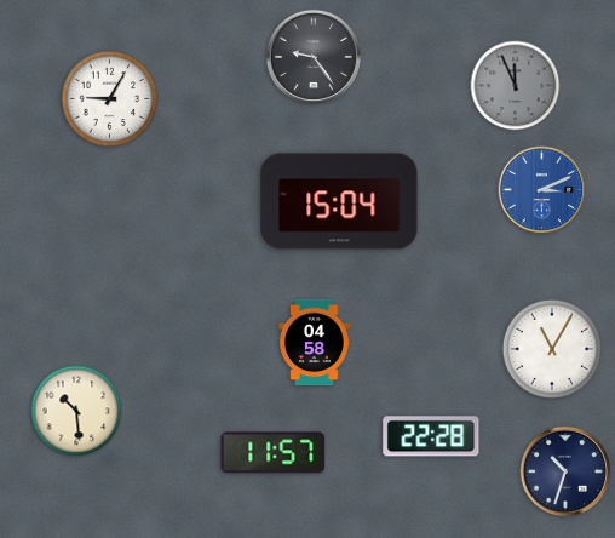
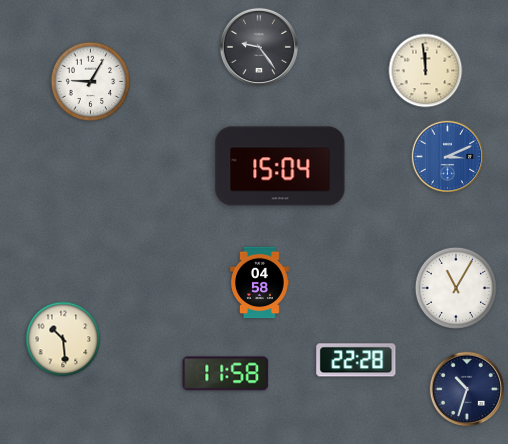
clock at (516, 86): 11:56 -> 11:59
clock at (516, 86) dial: grey -> cream
clock at (274, 453): 11:57 -> 11:58
